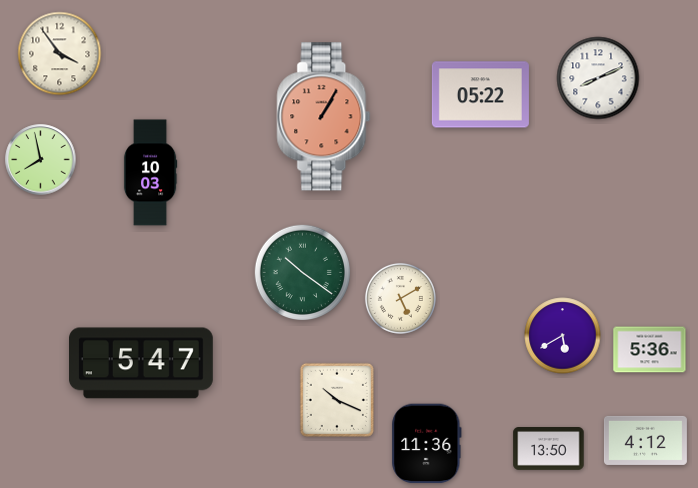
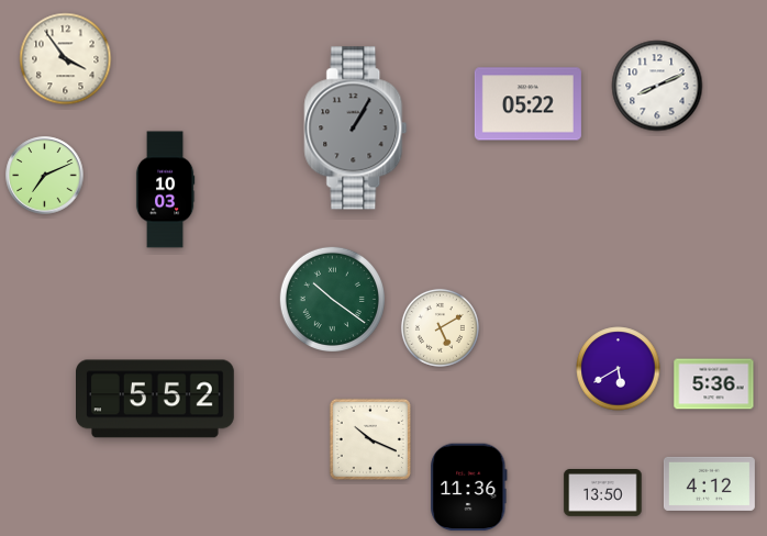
clock at (324, 117) dial: salmon -> grey
clock at (41, 160): 7:58 -> 7:11
clock at (142, 363): 5:47 -> 5:52
